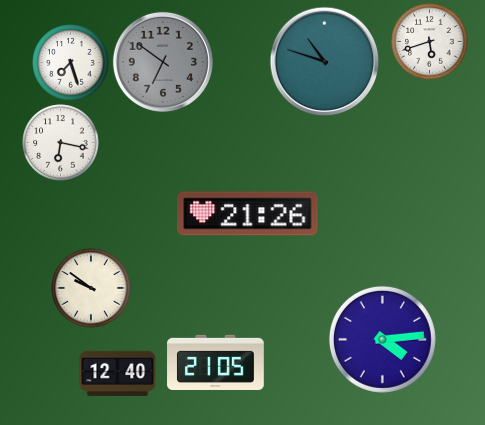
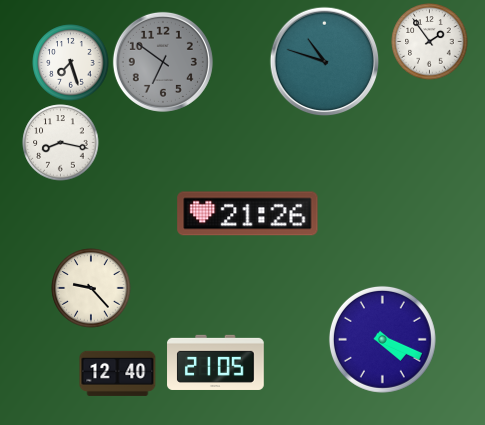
clock at (430, 42): 5:42 -> 1:54
clock at (61, 143): 6:17 -> 8:17
clock at (91, 288): 9:51 -> 9:23
clock at (382, 339): 4:14 -> 4:19
